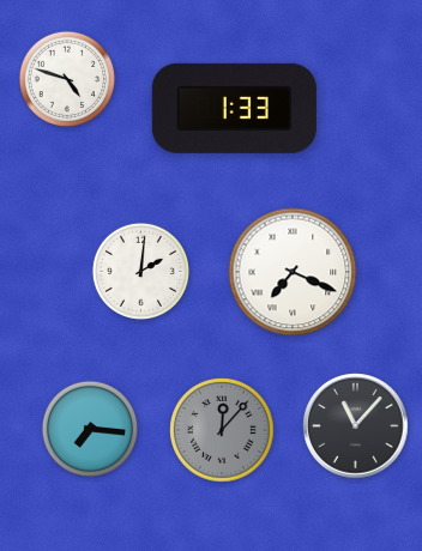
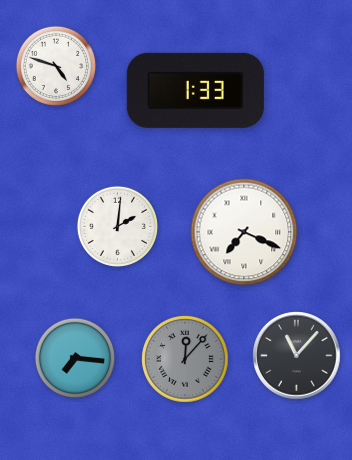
clock at (293, 272) position: (293, 272) -> (244, 232)
